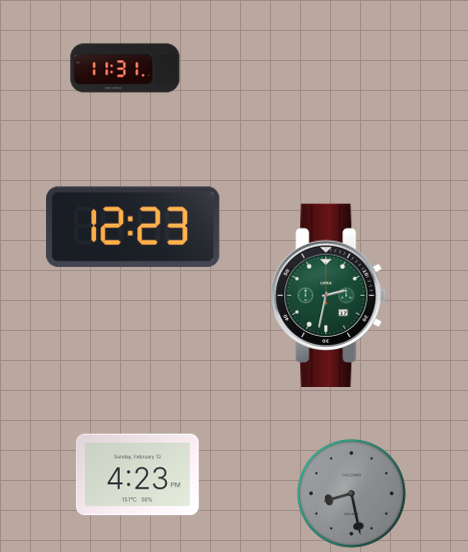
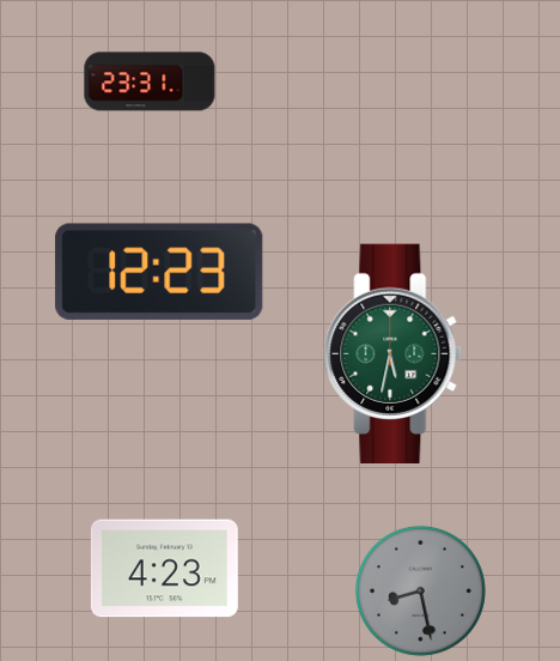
clock at (125, 68): 11:31 -> 23:31
clock at (329, 295): 2:32 -> 5:32
